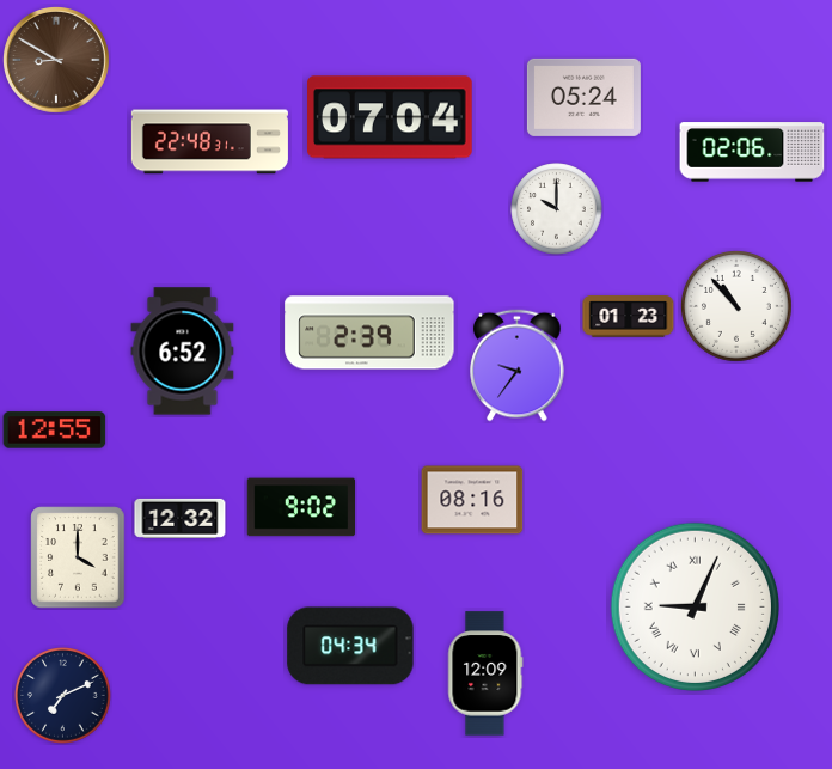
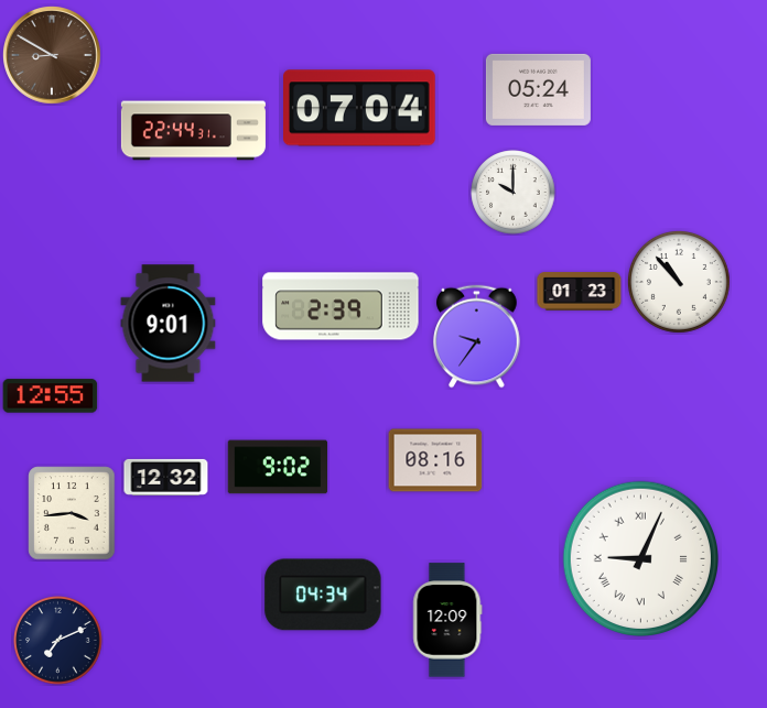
clock at (209, 142): 22:48 -> 22:44
clock at (752, 152): 02:06 -> none
clock at (183, 352): 6:52 -> 9:01
clock at (78, 557): 4:00 -> 3:44
